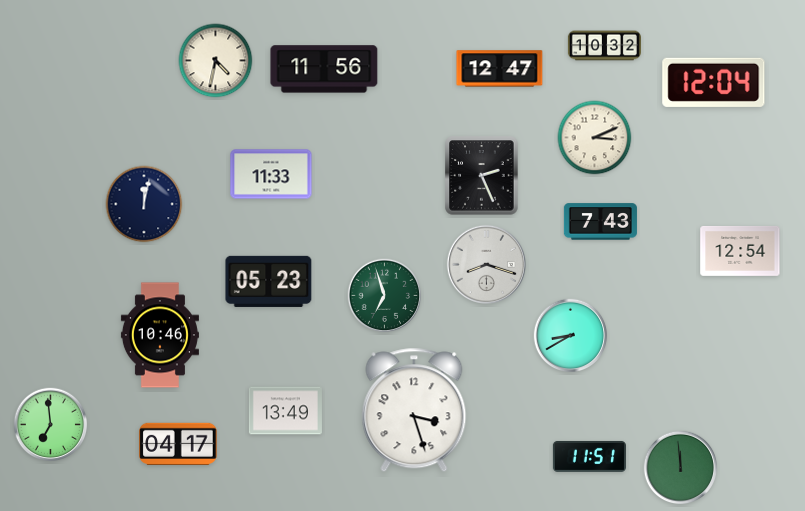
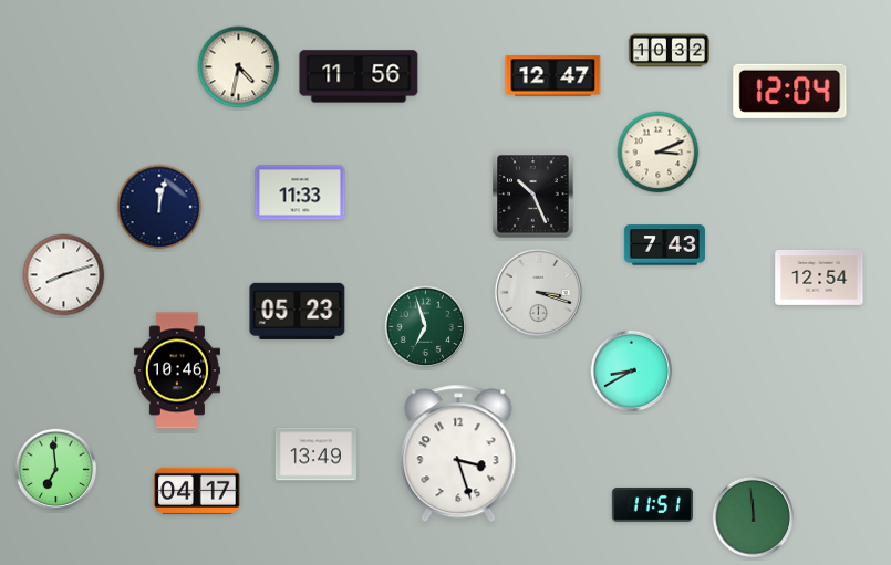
clock at (482, 176): 2:26 -> 10:26
clock at (144, 204) position: (144, 204) -> (159, 207)
clock at (64, 275): none -> 8:12
clock at (486, 264): 8:18 -> 3:18
